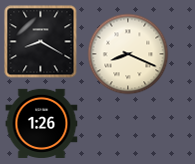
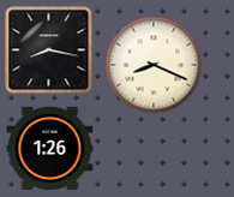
clock at (41, 42): 8:20 -> 8:17
